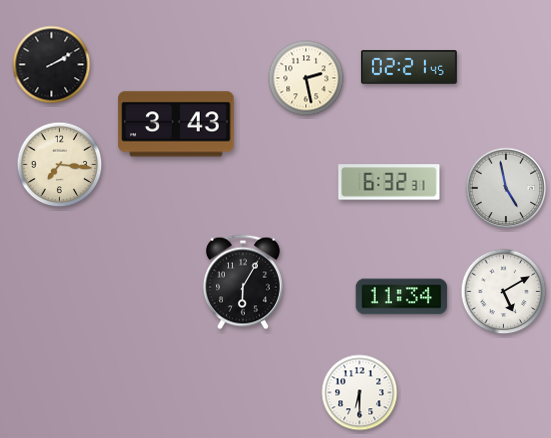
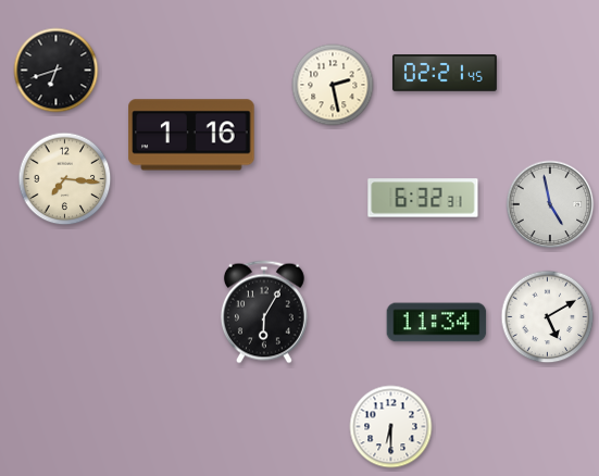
clock at (52, 65): 2:10 -> 6:42
clock at (176, 124): 3:43 -> 1:16
clock at (243, 282) position: (243, 282) -> (264, 312)
